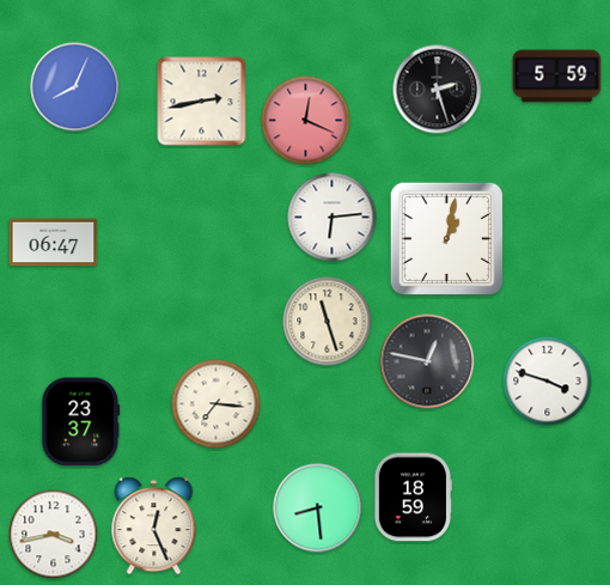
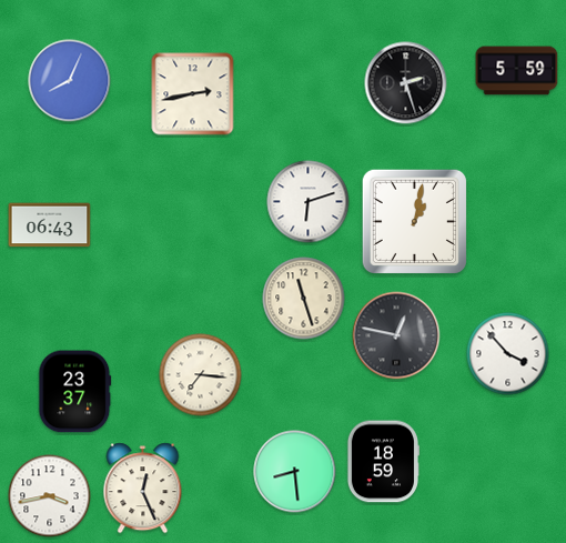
clock at (202, 102) position: (202, 102) -> (193, 94)
clock at (306, 121): 12:19 -> none
clock at (333, 218): 6:14 -> 6:12
clock at (54, 243): 06:47 -> 06:43
clock at (548, 382): 3:48 -> 3:53
